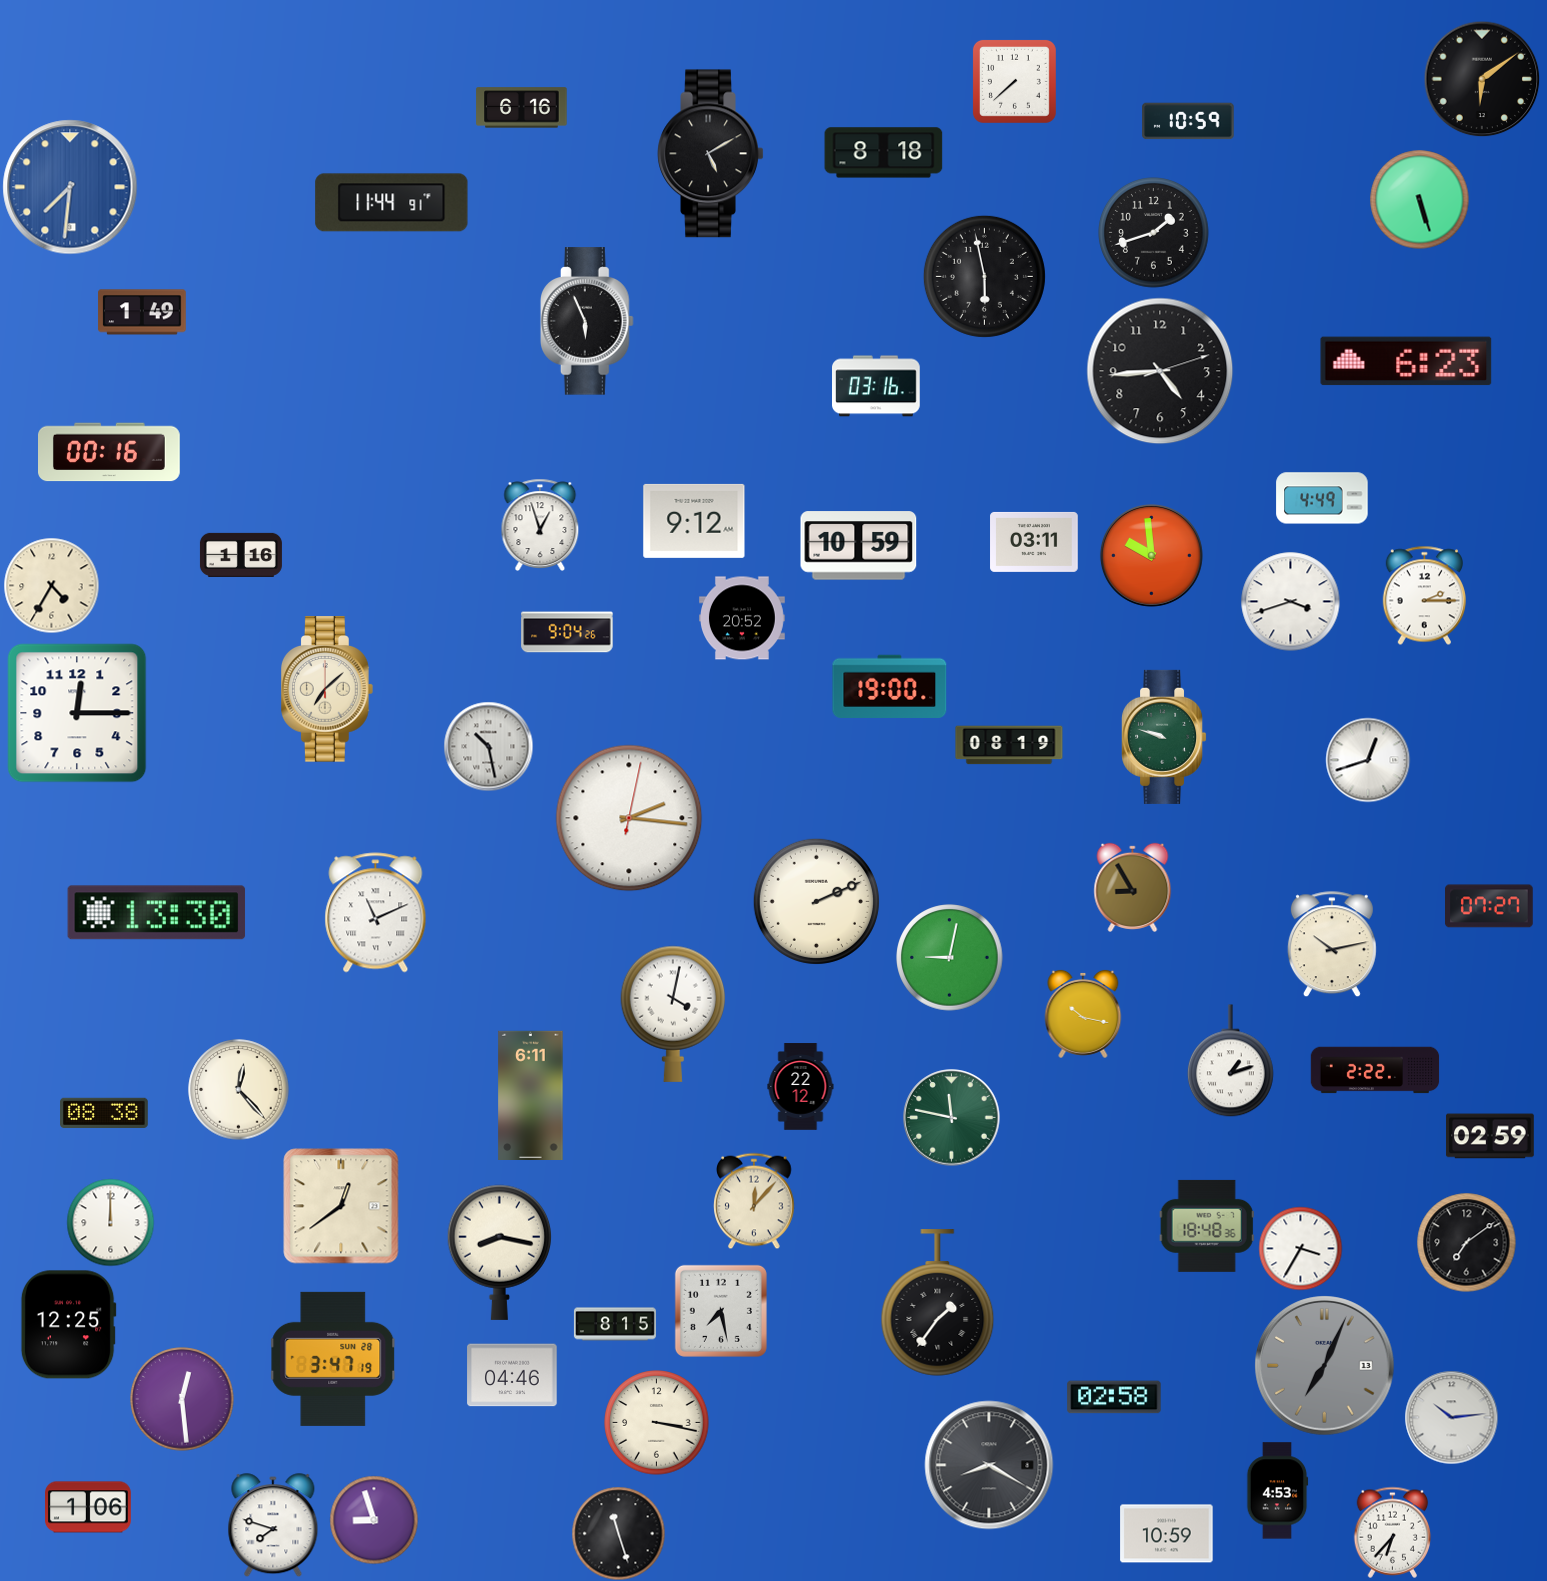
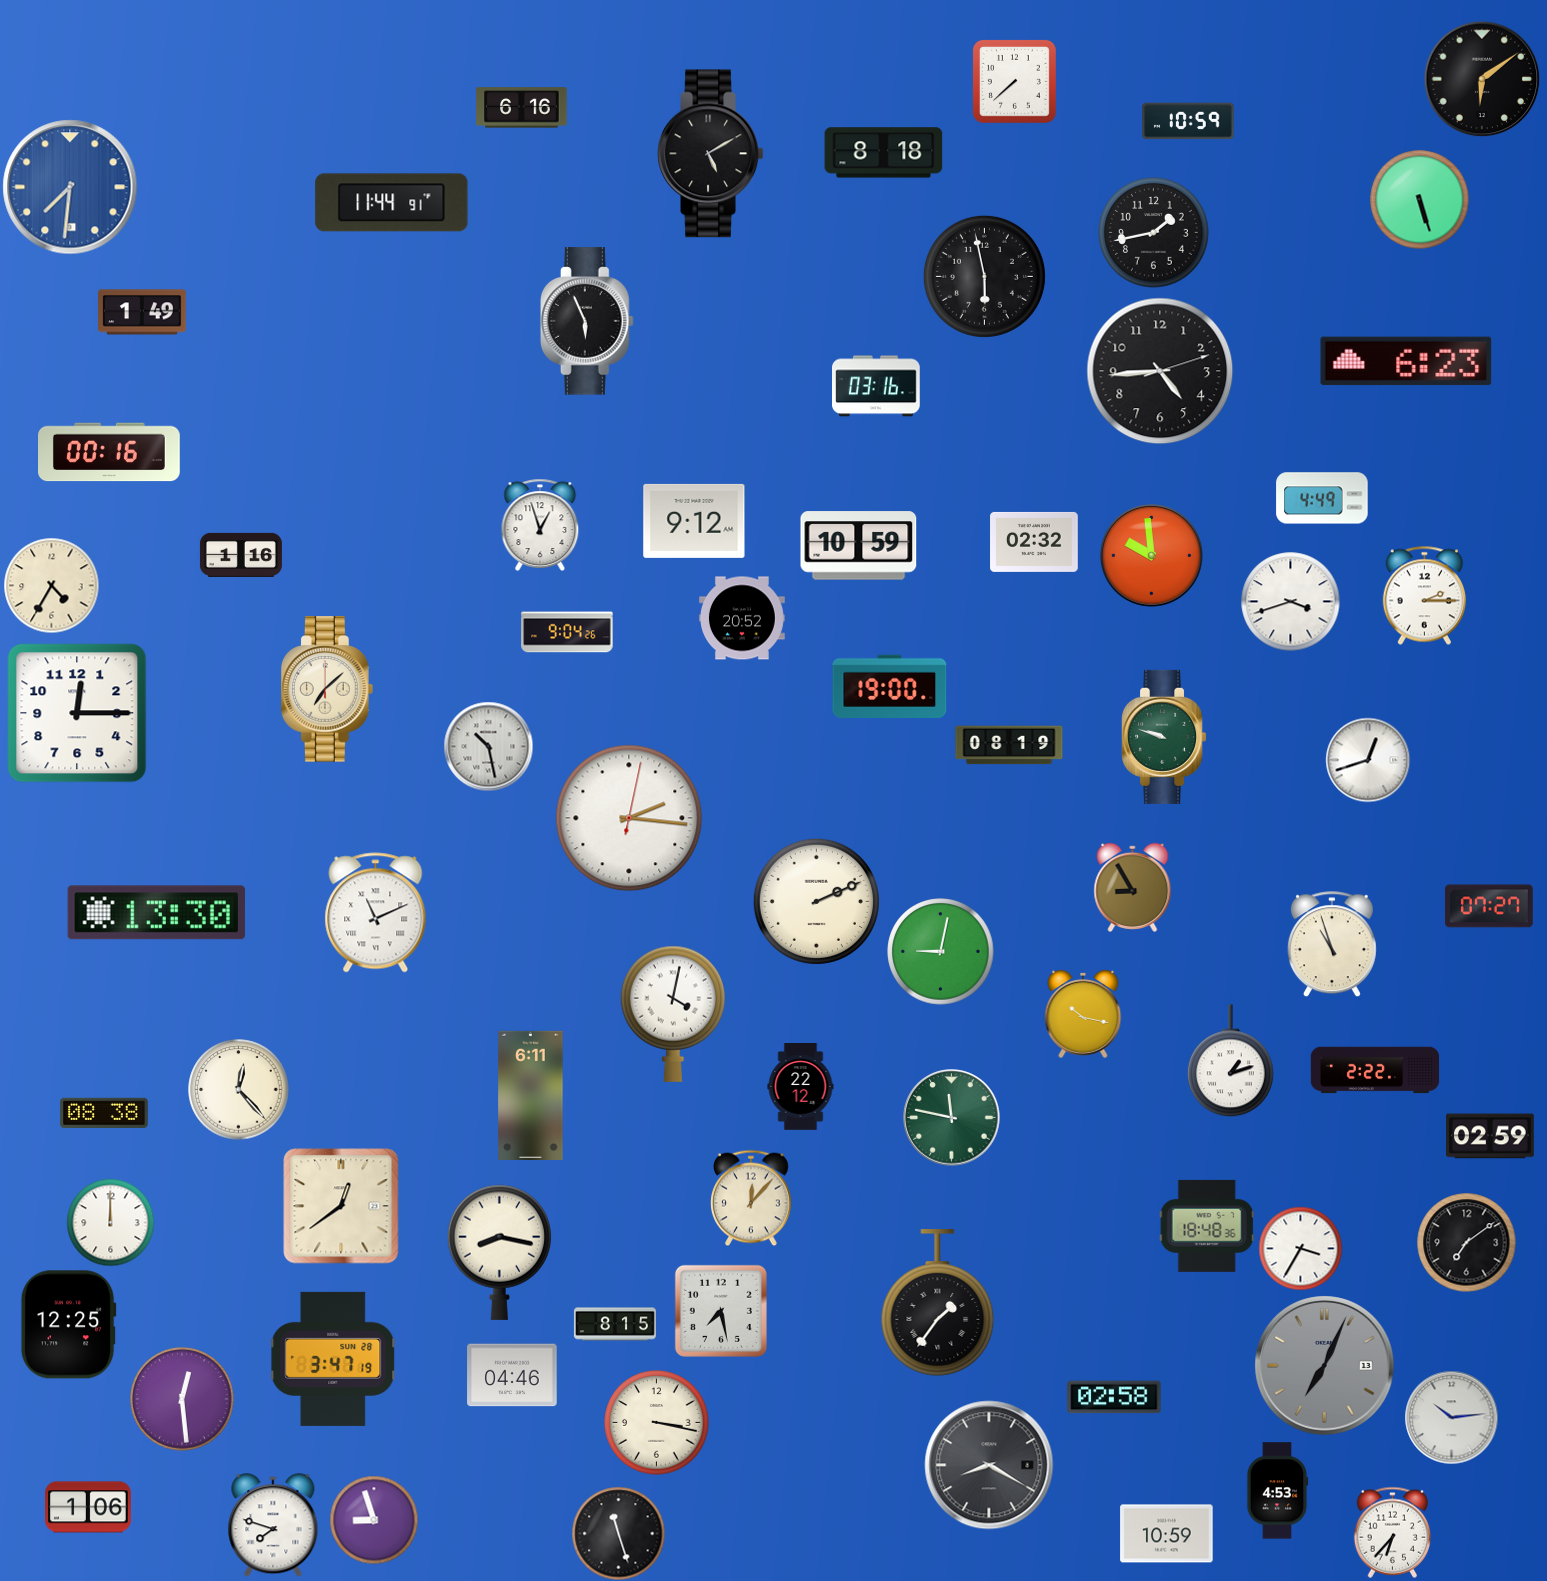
clock at (1154, 233): 1:42 -> 1:43
clock at (1034, 542): 03:11 -> 02:32
clock at (1332, 944): 10:13 -> 10:57
clock at (950, 958) position: (950, 958) -> (941, 952)
clock at (754, 1201) position: (754, 1201) -> (751, 1198)
